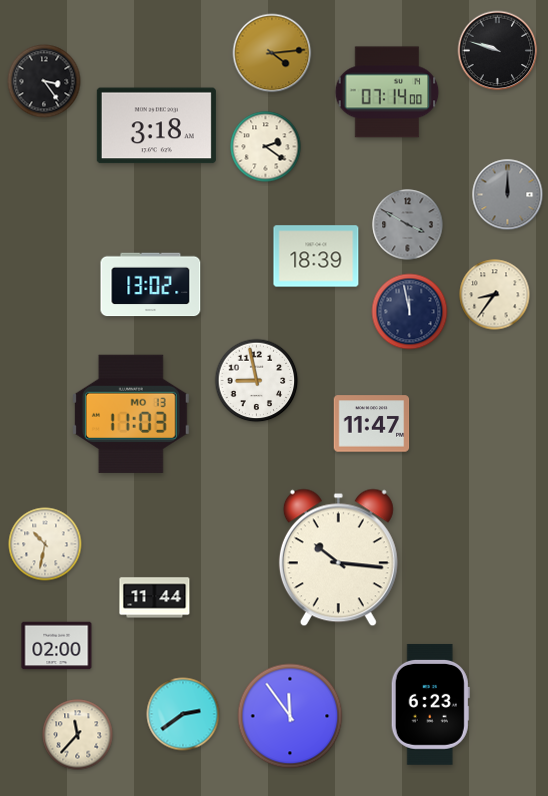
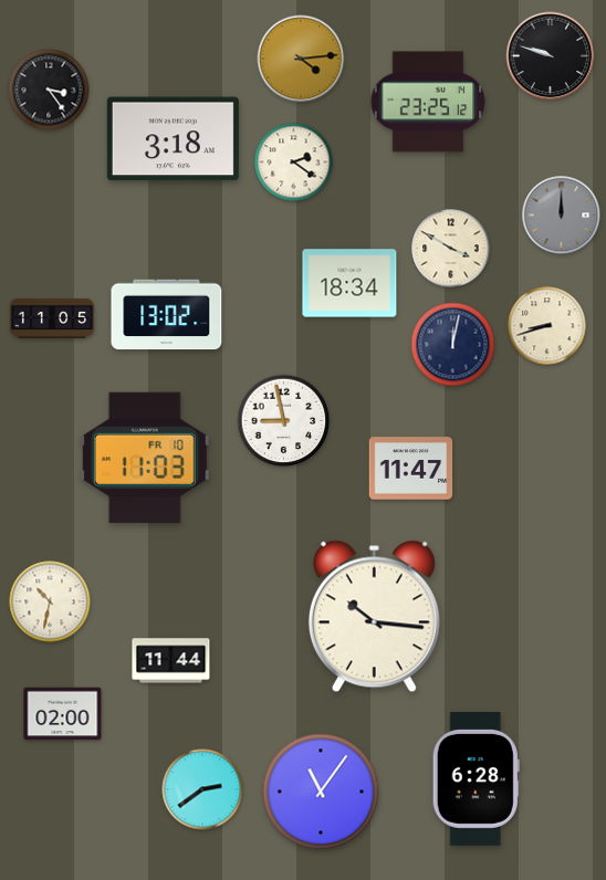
clock at (387, 92): 07:14 -> 23:25
clock at (408, 225) dial: grey -> cream
clock at (316, 256): 18:39 -> 18:34
clock at (52, 318): none -> 11:05
clock at (495, 295): 8:36 -> 8:42
clock at (410, 312): 11:58 -> 12:02
clock at (131, 414) date: MO 13 -> FR 10
clock at (430, 704): 6:23 -> 6:28
clock at (290, 716): 11:54 -> 11:06
clock at (78, 735): 11:37 -> none
